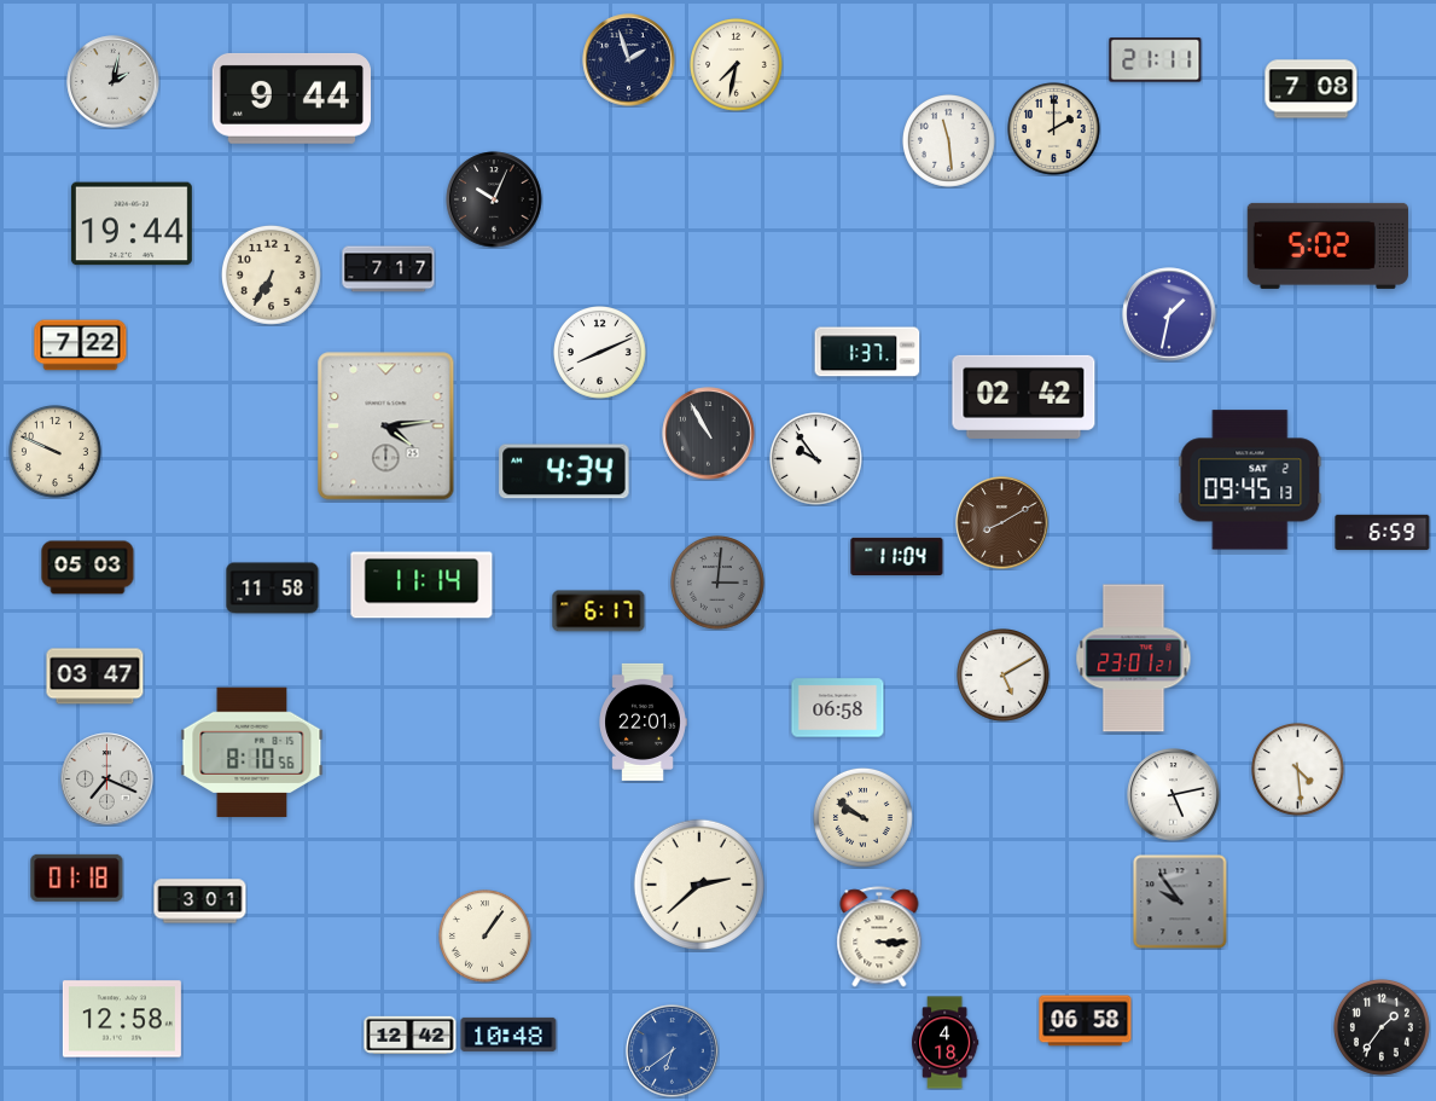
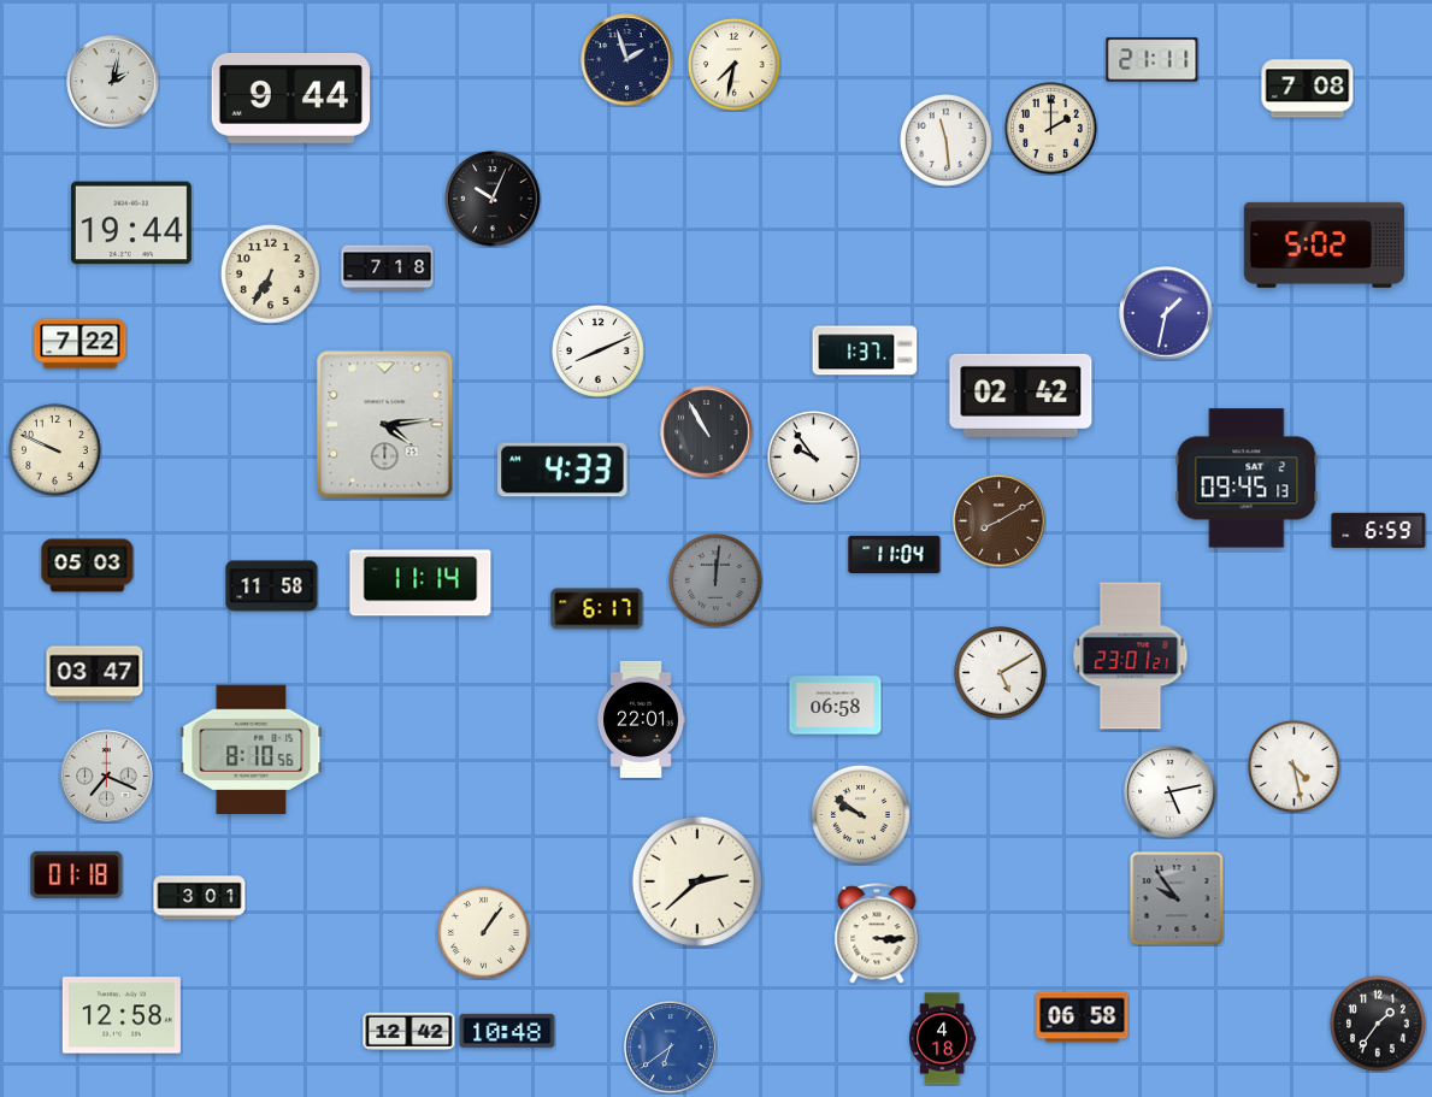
clock at (389, 270): 7:17 -> 7:18
clock at (564, 471): 4:34 -> 4:33
clock at (719, 584): 3:01 -> 12:01
clock at (1298, 770): 4:29 -> 4:28
